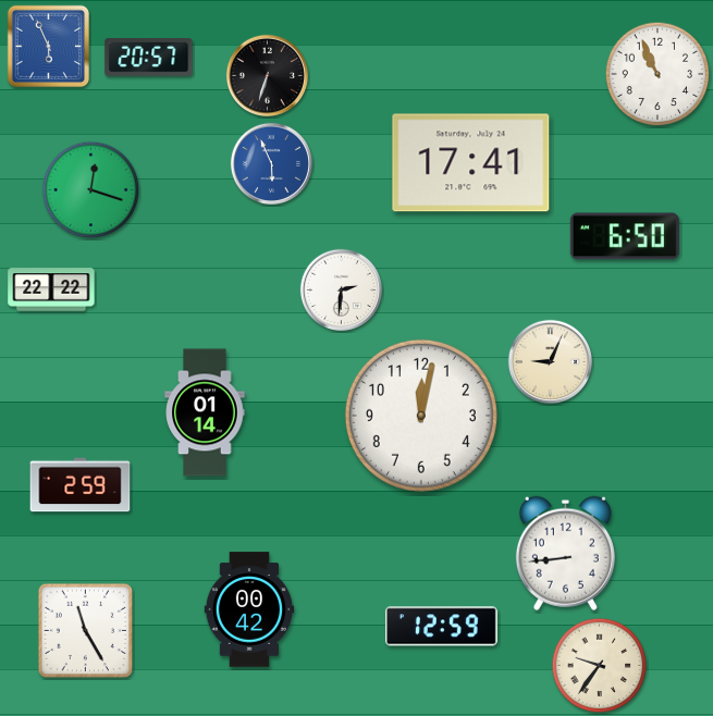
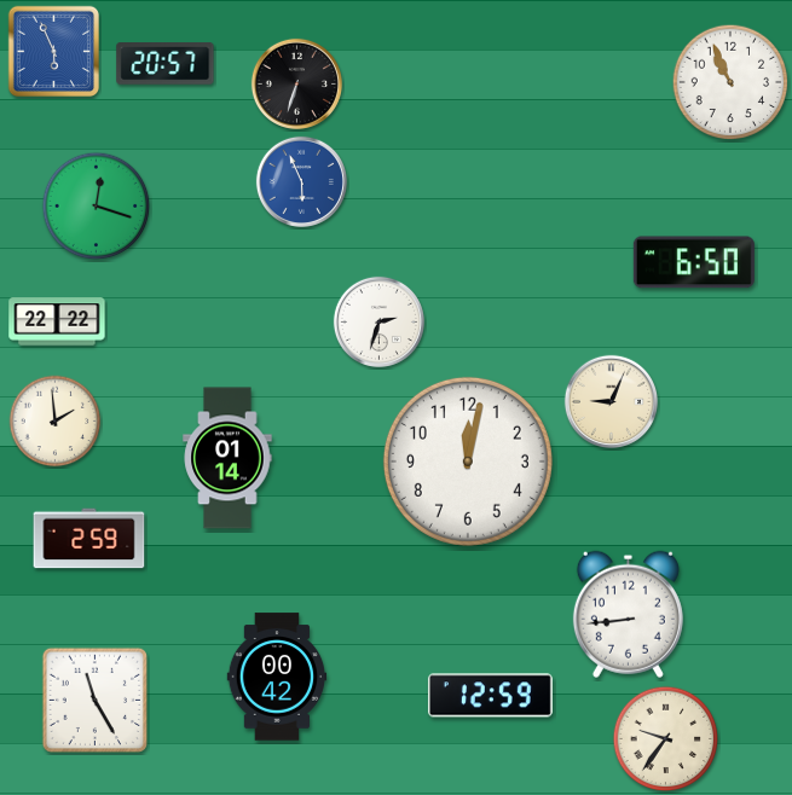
clock at (471, 163): 17:41 -> none
clock at (91, 190) position: (91, 190) -> (97, 207)
clock at (341, 289): 2:31 -> 2:33
clock at (56, 422): none -> 1:59
